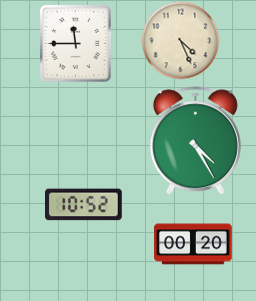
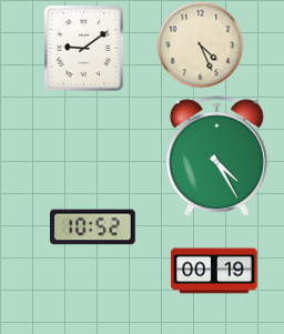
clock at (75, 43): 11:45 -> 9:09
clock at (193, 244): 00:20 -> 00:19
